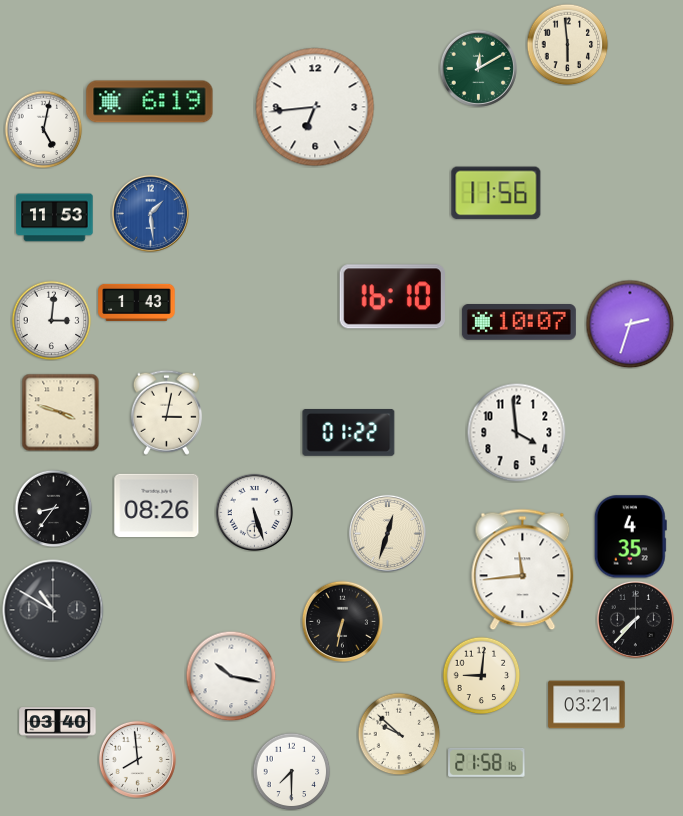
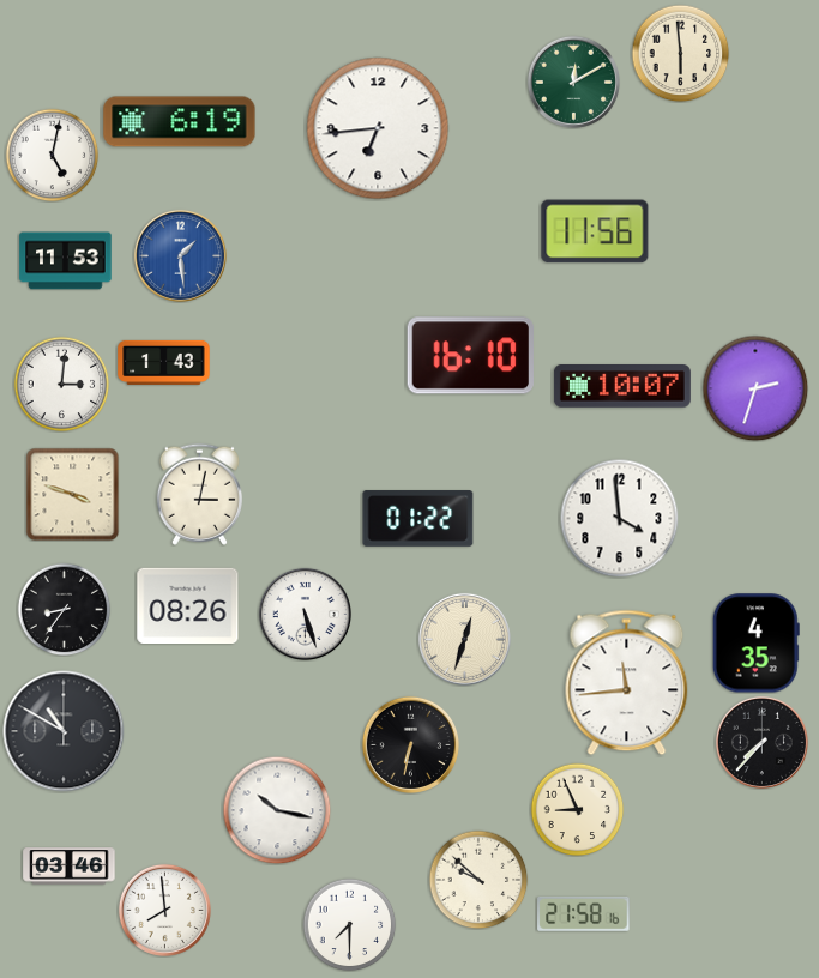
clock at (481, 675): 9:01 -> 8:56
clock at (587, 705): 03:21 -> none
clock at (58, 723): 03:40 -> 03:46
